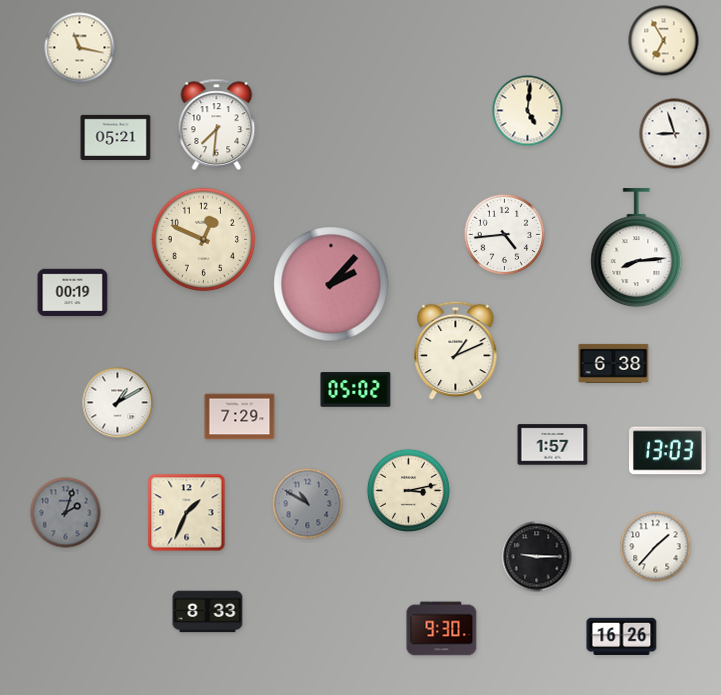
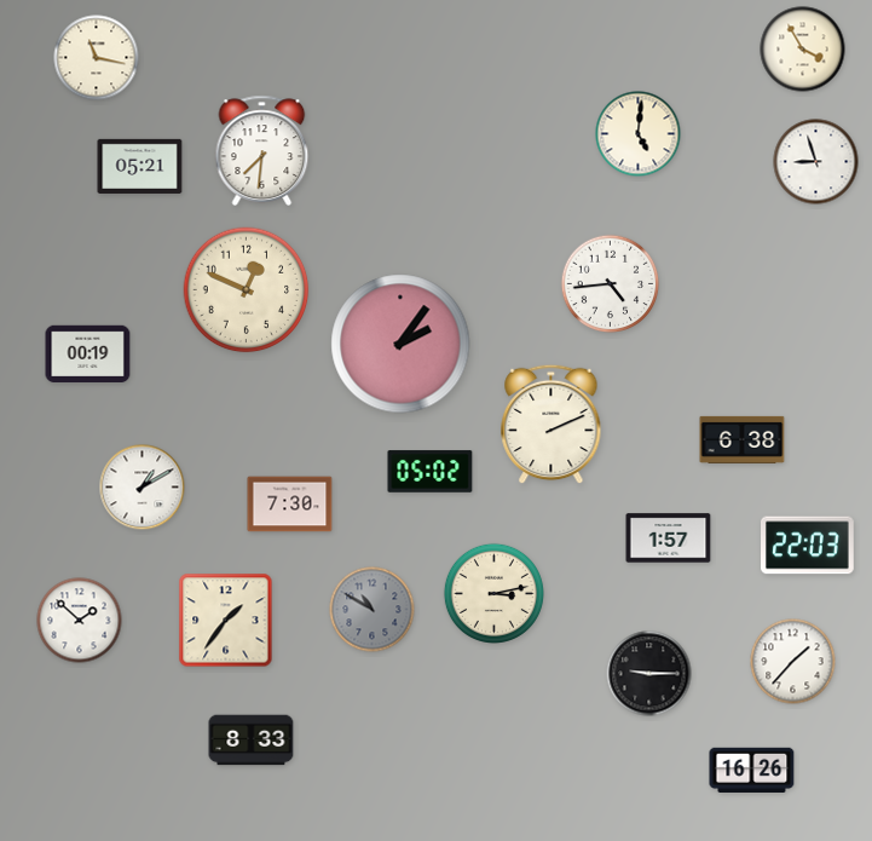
clock at (664, 41): 6:55 -> 3:55
clock at (637, 248): 8:14 -> none
clock at (331, 284): 2:07 -> 2:06
clock at (456, 351): 1:11 -> 2:11
clock at (240, 417): 7:29 -> 7:30
clock at (668, 451): 13:03 -> 22:03
clock at (66, 513): 2:03 -> 1:52
clock at (66, 513) dial: grey -> white
clock at (187, 513): 1:34 -> 1:36
clock at (442, 629): 9:30 -> none
